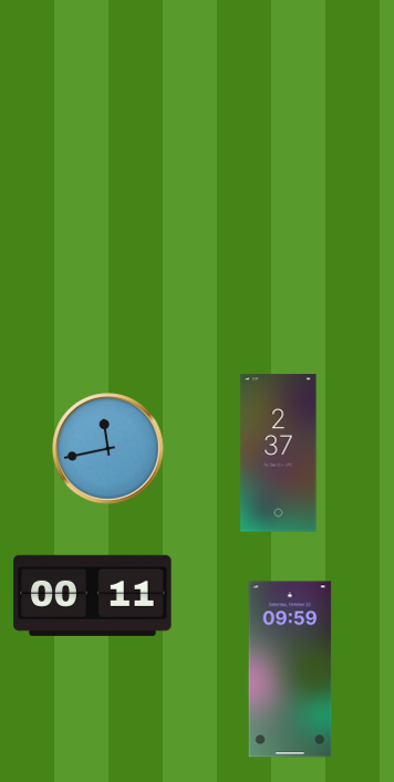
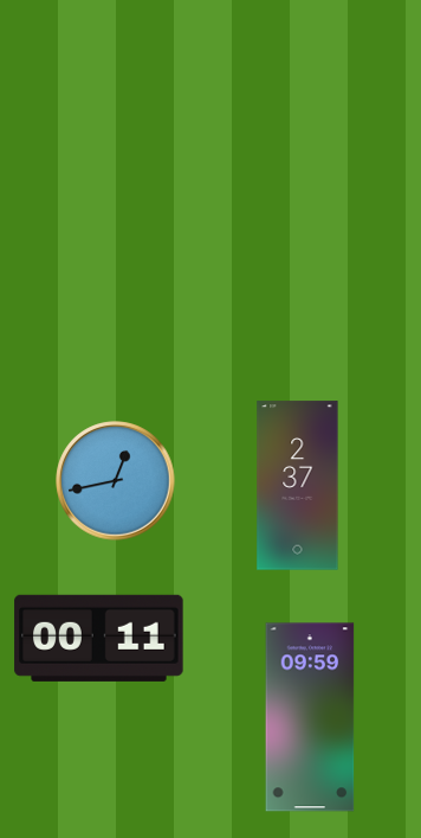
clock at (108, 449): 11:43 -> 12:43
